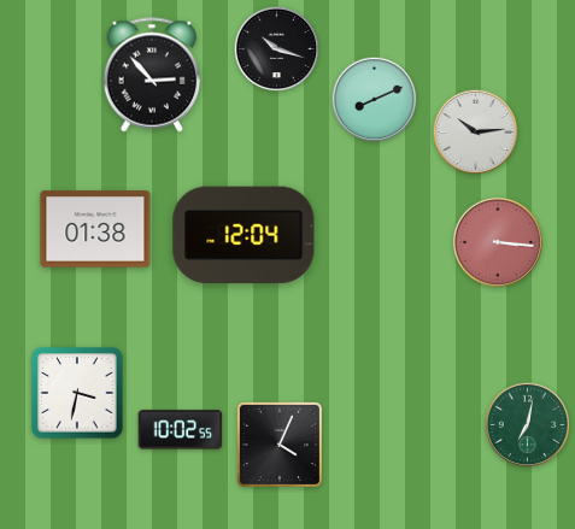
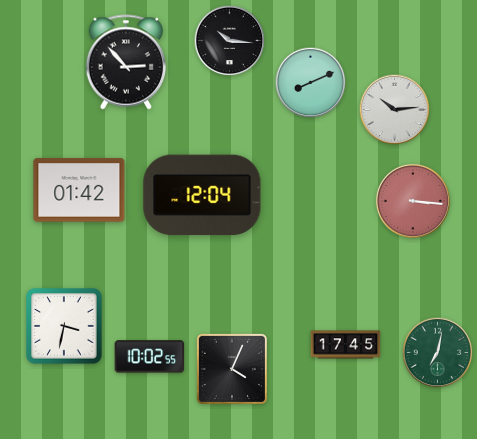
clock at (277, 49): 10:18 -> 10:16
clock at (95, 229): 01:38 -> 01:42
clock at (346, 345): none -> 17:45
